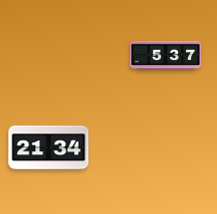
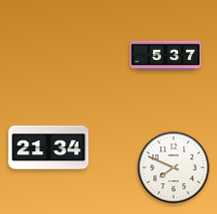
clock at (174, 168): none -> 7:49
